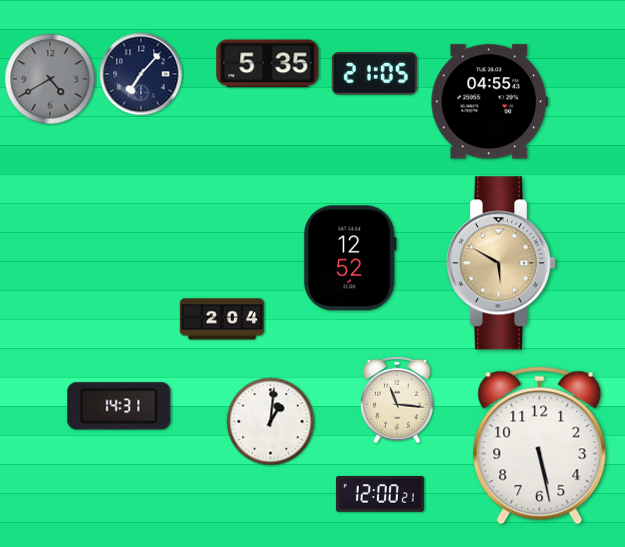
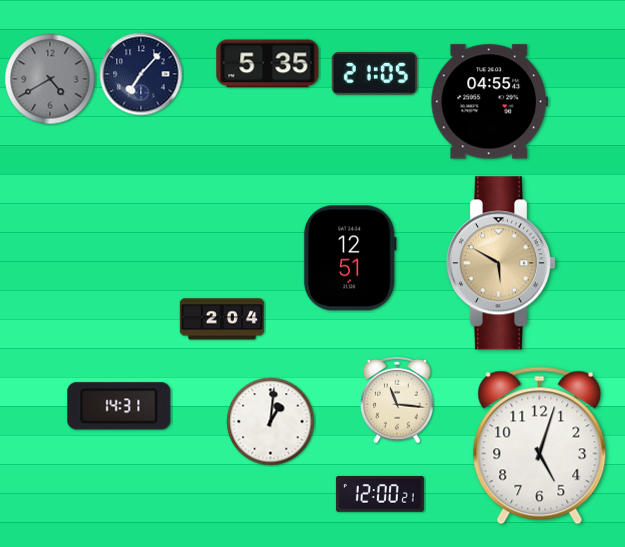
clock at (350, 258): 12:52 -> 12:51
clock at (540, 446): 5:28 -> 5:03
